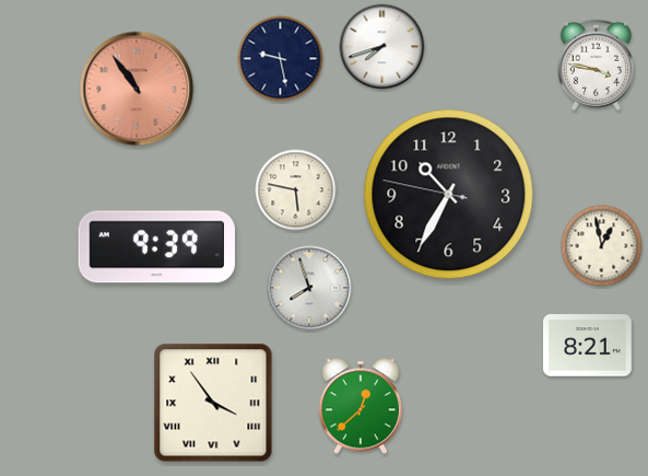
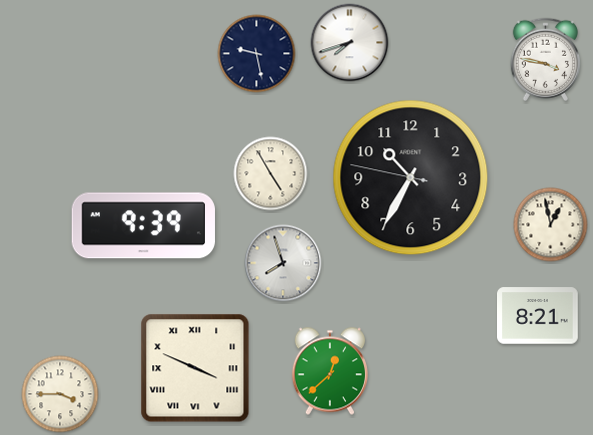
clock at (137, 89): 10:54 -> none
clock at (296, 190): 5:47 -> 4:55
clock at (213, 403): 3:54 -> 3:49
clock at (60, 394): none -> 3:45
